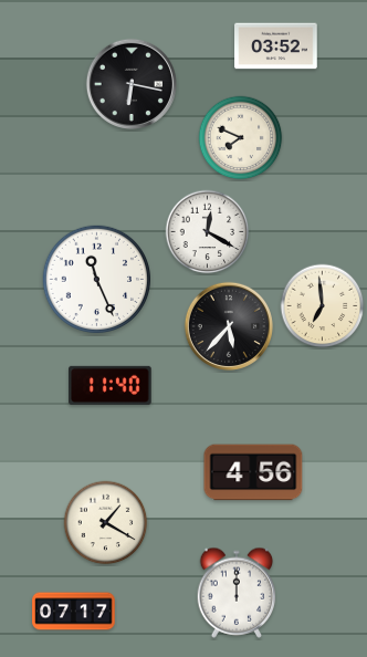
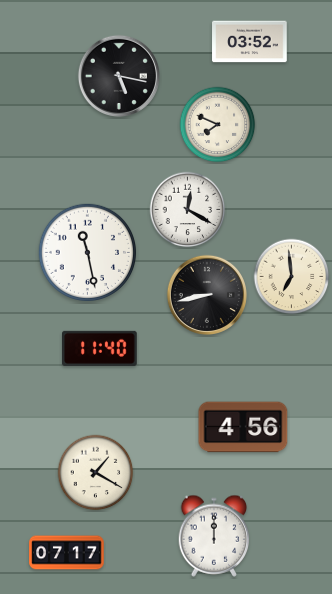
clock at (130, 83): 6:17 -> 5:17
clock at (96, 279): 11:26 -> 11:28
clock at (229, 326): 5:37 -> 8:43
clock at (253, 472) position: (253, 472) -> (243, 427)
